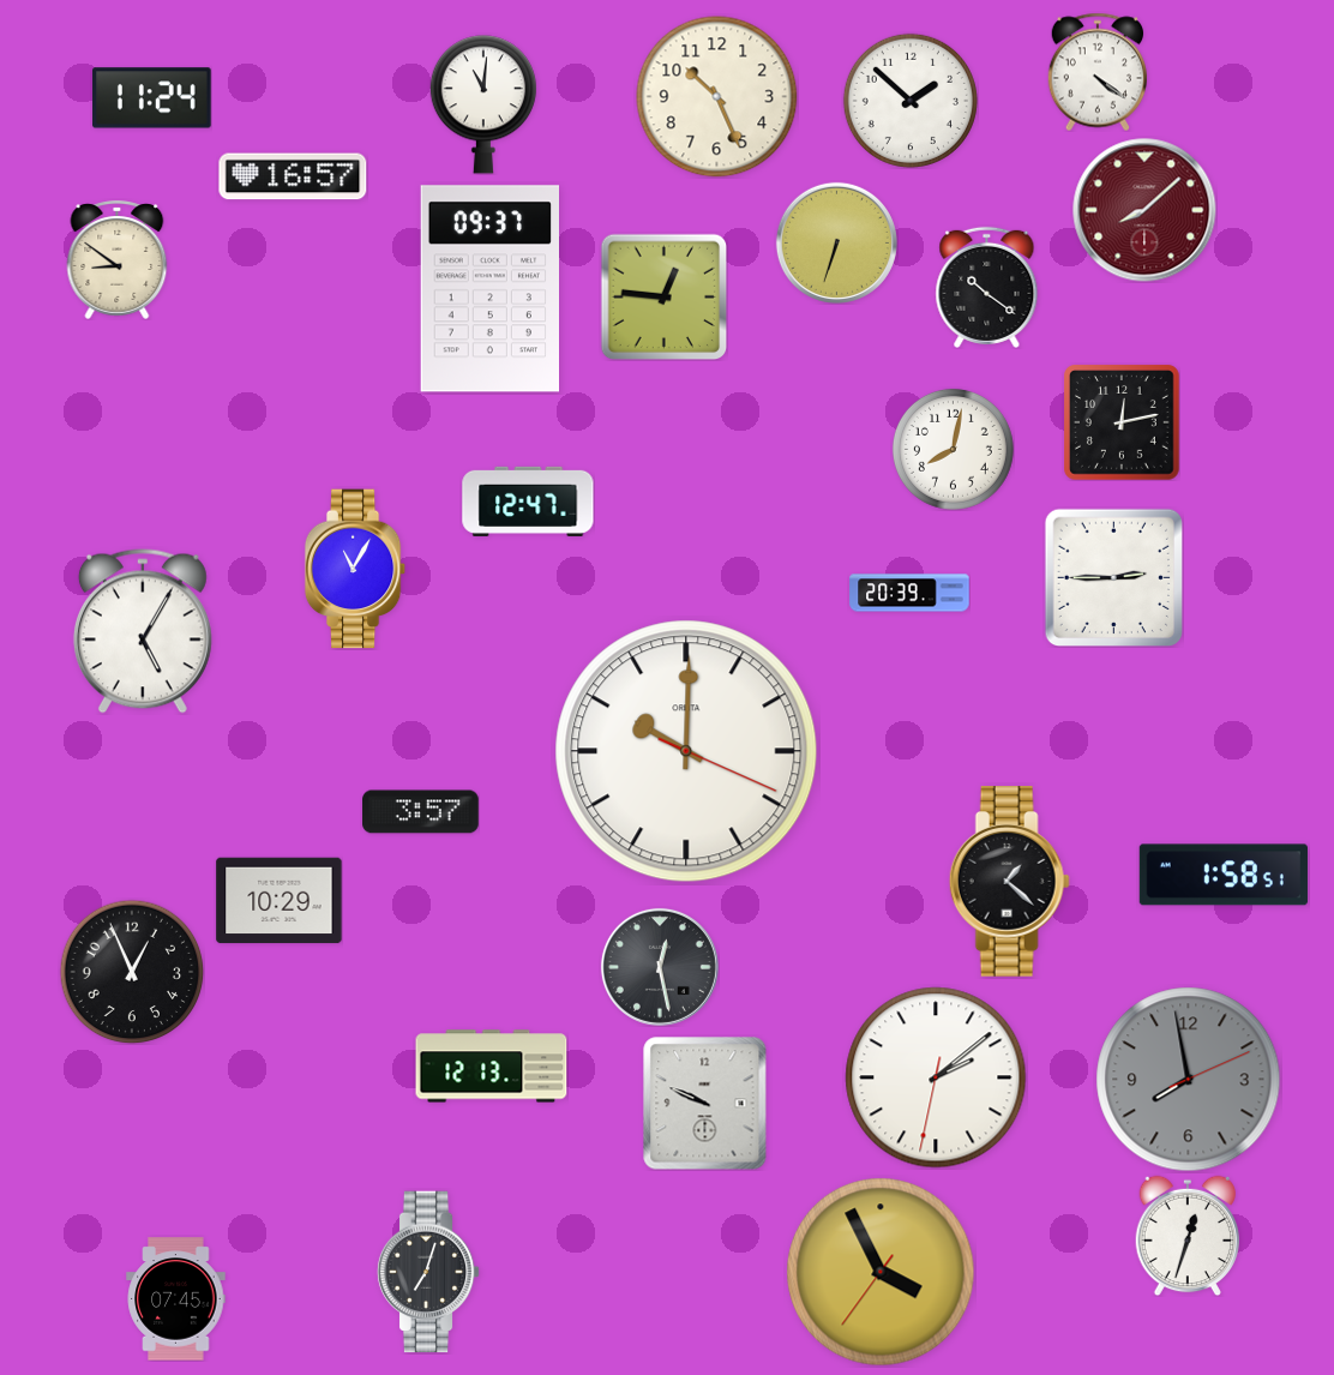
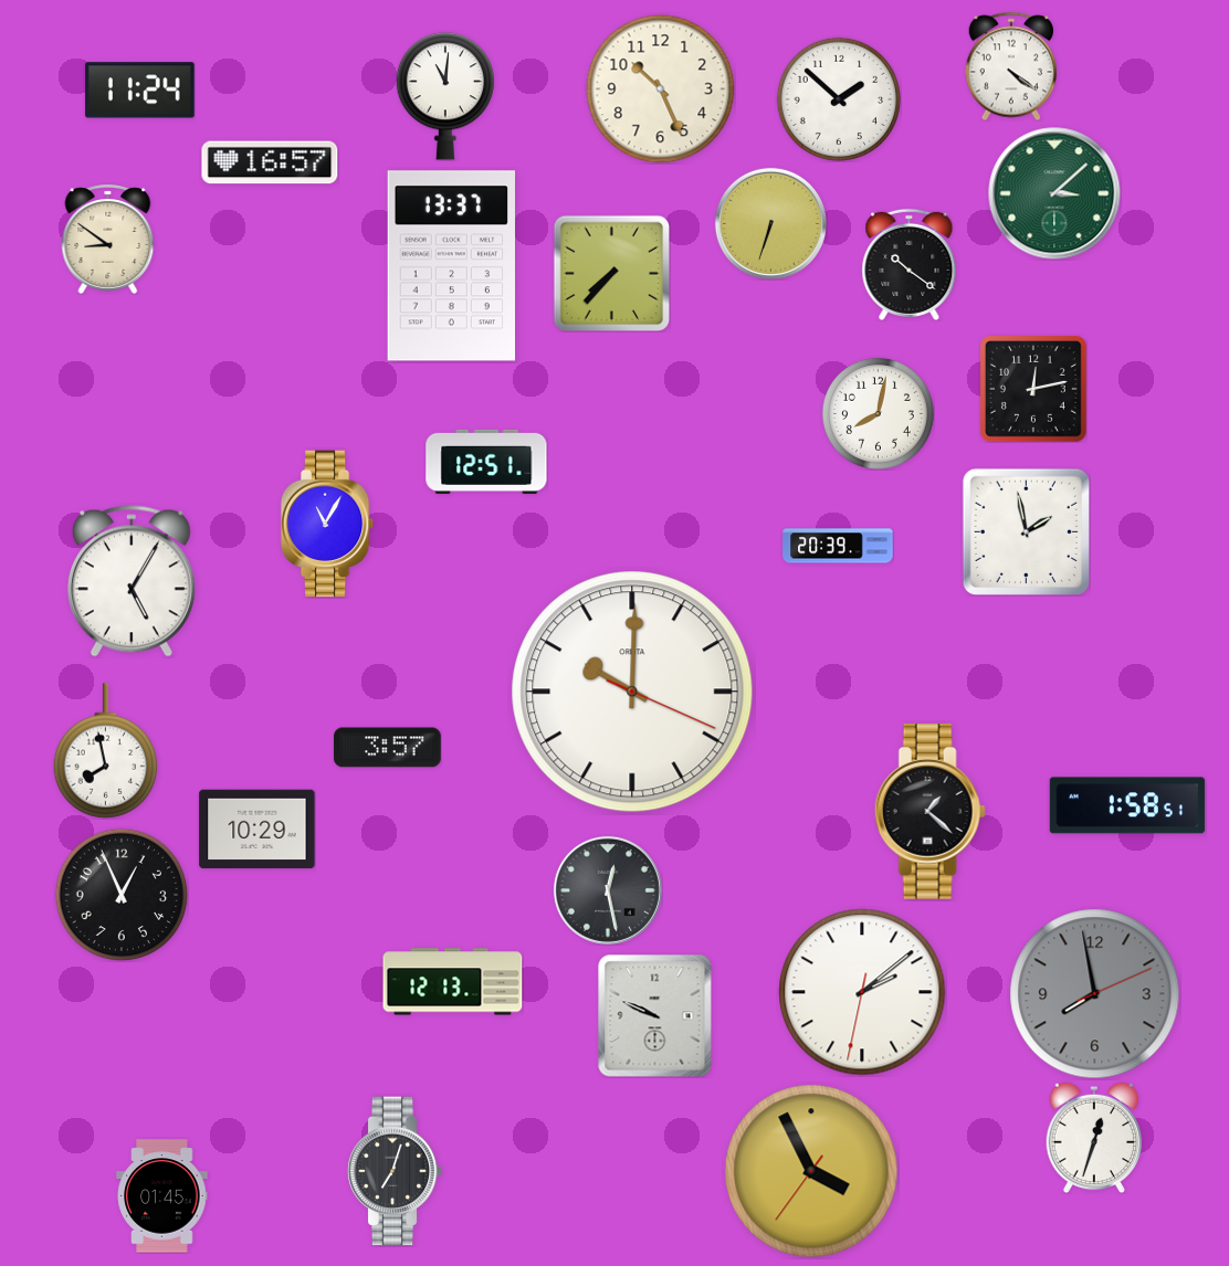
clock at (911, 101) position: (911, 101) -> (839, 99)
clock at (1144, 210): 8:08 -> 3:08
clock at (1144, 210) dial: burgundy -> green
clock at (489, 289): 09:37 -> 13:37
clock at (663, 296): 12:46 -> 7:37
clock at (528, 502): 12:47 -> 12:51
clock at (1113, 577): 2:45 -> 1:58
clock at (106, 751): none -> 7:58
clock at (705, 1104) position: (705, 1104) -> (655, 1016)
clock at (176, 1299): 07:45 -> 01:45
